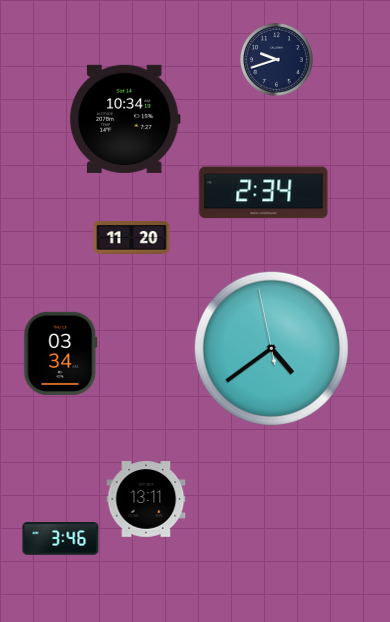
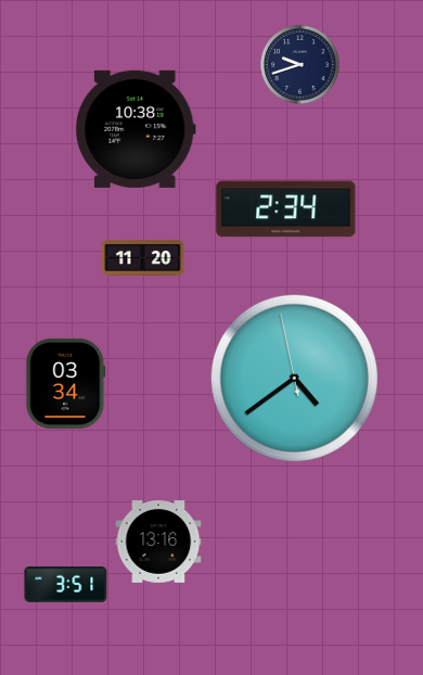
clock at (125, 119): 10:34 -> 10:38
clock at (146, 499): 13:11 -> 13:16
clock at (61, 539): 3:46 -> 3:51
